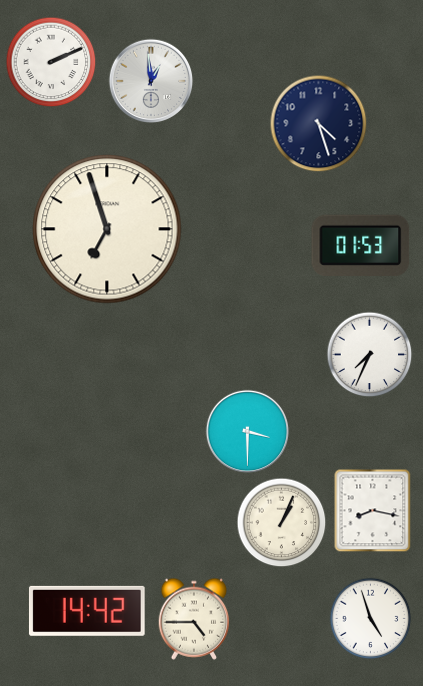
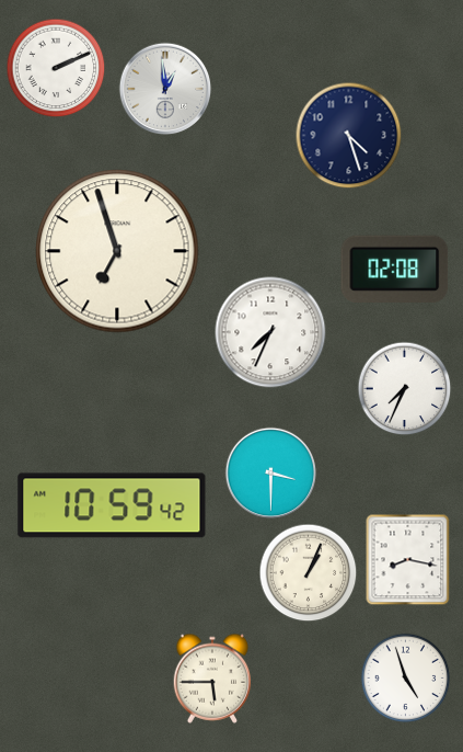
clock at (361, 245): 01:53 -> 02:08
clock at (270, 332): none -> 7:34
clock at (112, 505): none -> 10:59
clock at (87, 611): 14:42 -> none
clock at (194, 619): 4:45 -> 5:45
